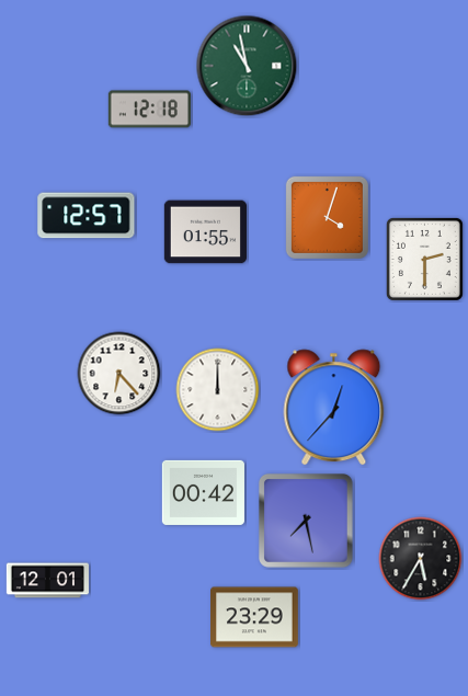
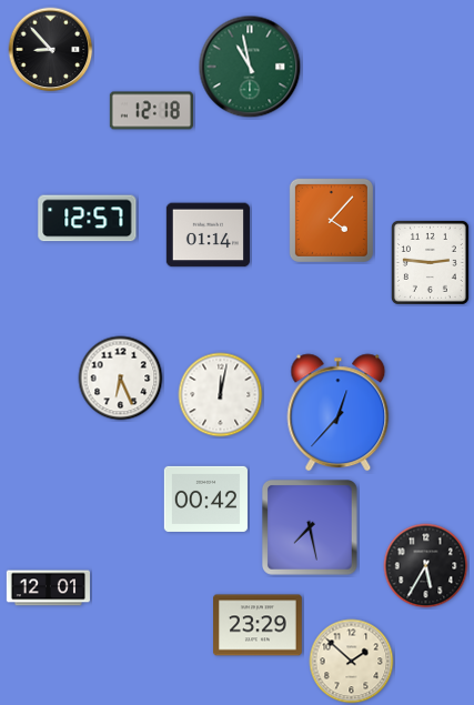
clock at (51, 50): none -> 8:53
clock at (327, 217): 4:03 -> 4:07
clock at (205, 232): 01:55 -> 01:14
clock at (424, 259): 2:30 -> 2:46
clock at (119, 374): 6:23 -> 6:26
clock at (218, 390): 12:00 -> 12:02
clock at (352, 662): none -> 1:52
